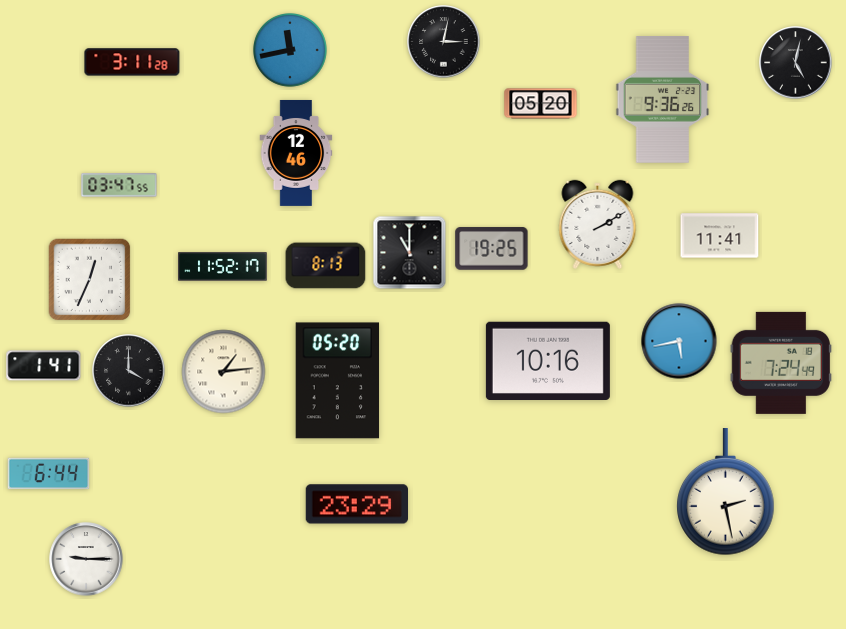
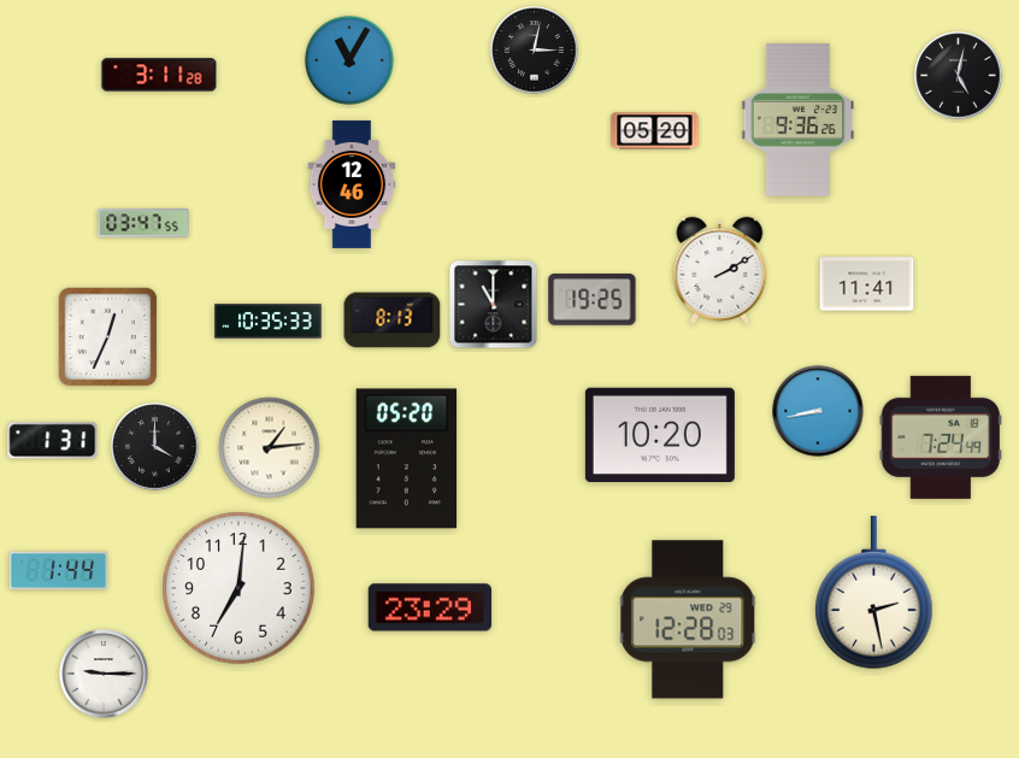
clock at (291, 51): 11:43 -> 11:05
clock at (541, 104) position: (541, 104) -> (655, 131)
clock at (296, 153) position: (296, 153) -> (352, 184)
clock at (223, 267): 11:52 -> 10:35
clock at (679, 341): 5:43 -> 8:43
clock at (548, 360): 10:16 -> 10:20
clock at (44, 366): 1:41 -> 1:31
clock at (49, 474): 6:44 -> 1:44
clock at (238, 588): none -> 7:01
clock at (689, 619): none -> 12:28
